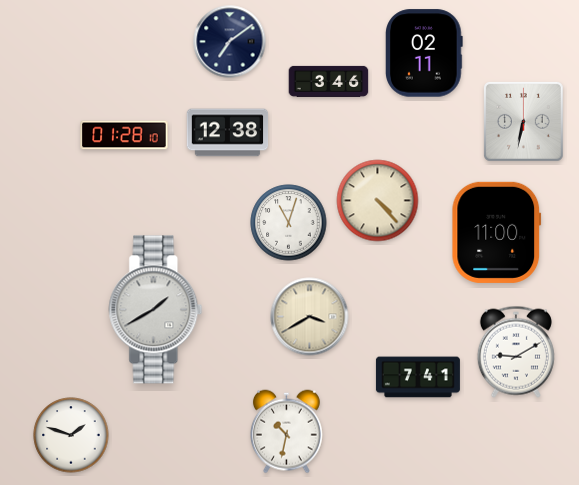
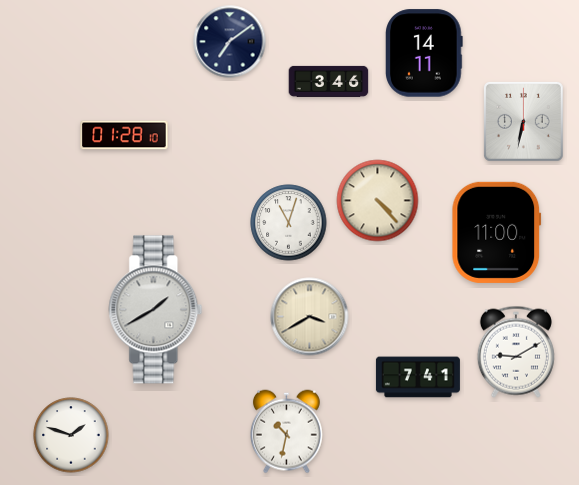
clock at (425, 53): 02:11 -> 14:11
clock at (228, 133): 12:38 -> none
